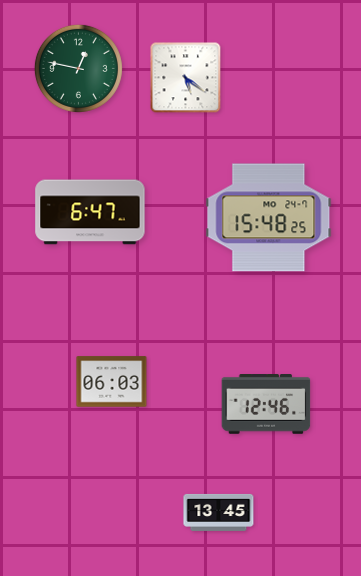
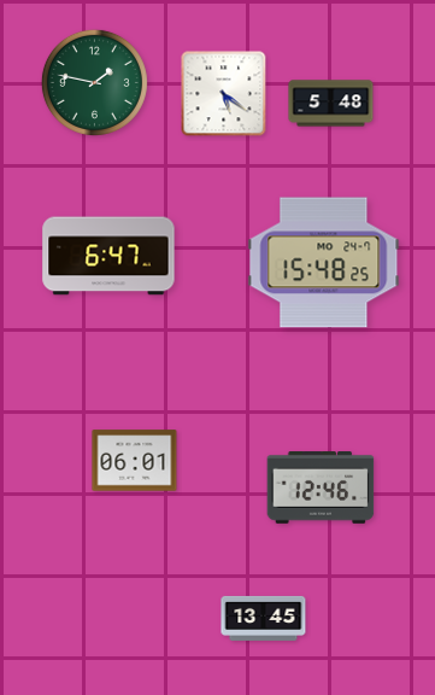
clock at (78, 68): 12:47 -> 1:47
clock at (331, 104): none -> 5:48
clock at (112, 382): 06:03 -> 06:01
